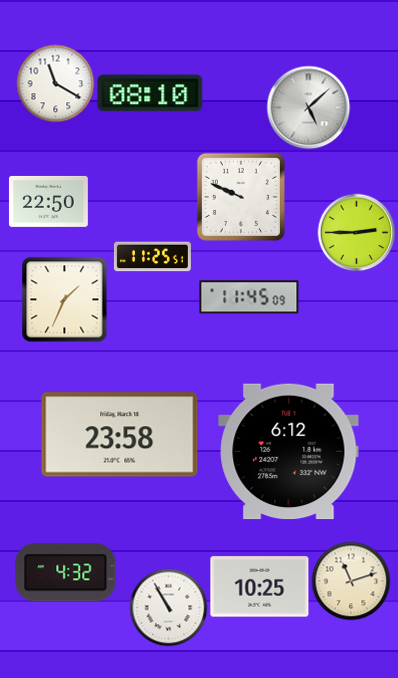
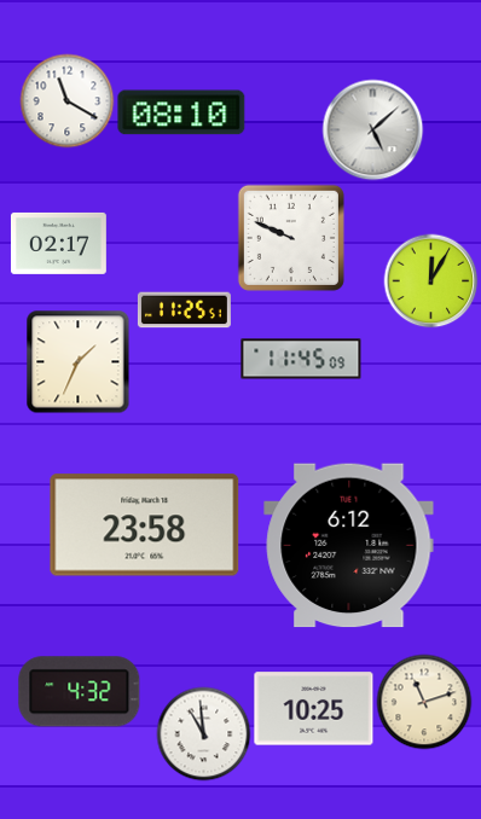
clock at (48, 201): 22:50 -> 02:17
clock at (356, 232): 2:45 -> 12:05
clock at (168, 607): 10:55 -> 10:59
